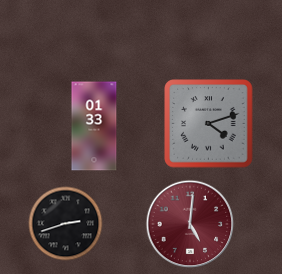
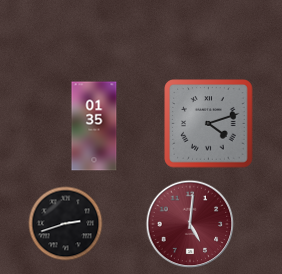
clock at (94, 126): 01:33 -> 01:35
